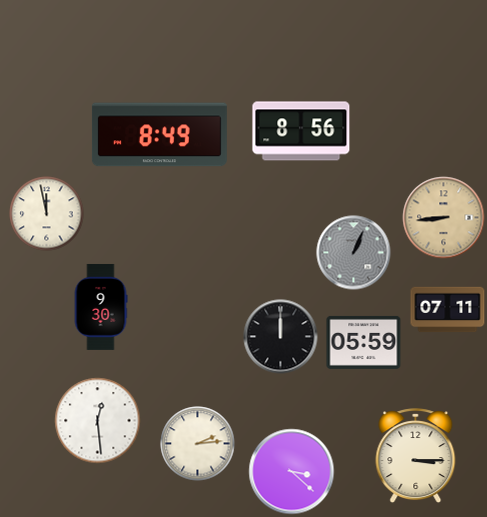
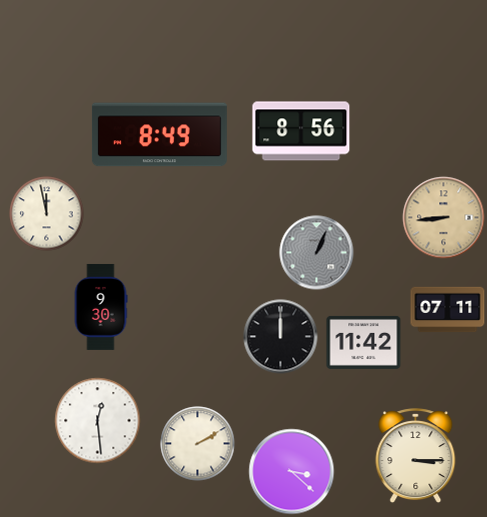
clock at (354, 253) position: (354, 253) -> (317, 253)
clock at (364, 342): 05:59 -> 11:42
clock at (198, 444): 2:14 -> 2:10
